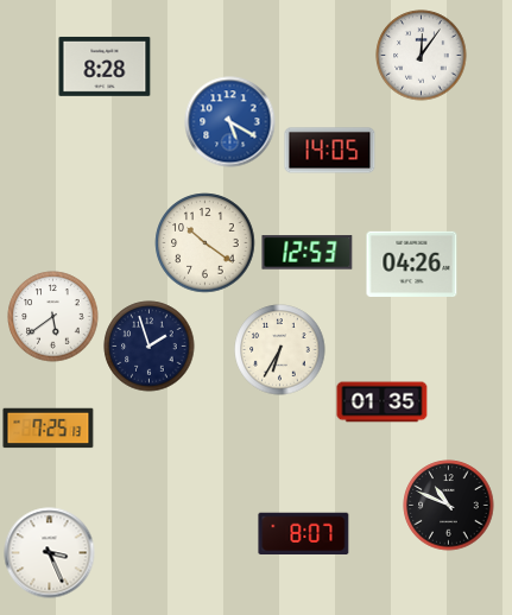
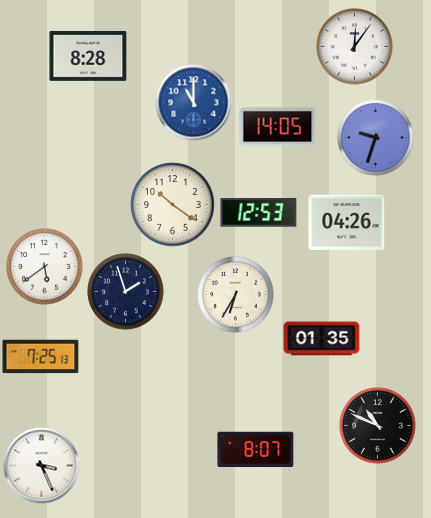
clock at (230, 122): 5:20 -> 11:00
clock at (376, 138): none -> 9:33
clock at (49, 429) position: (49, 429) -> (41, 357)
